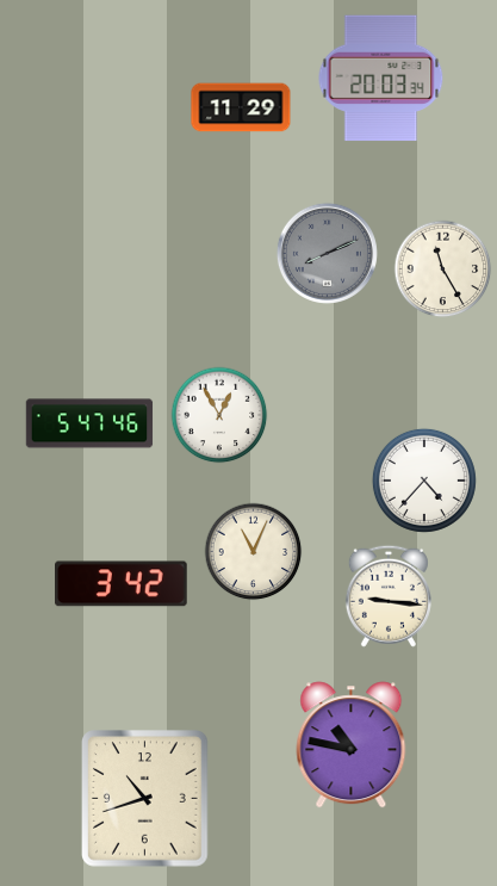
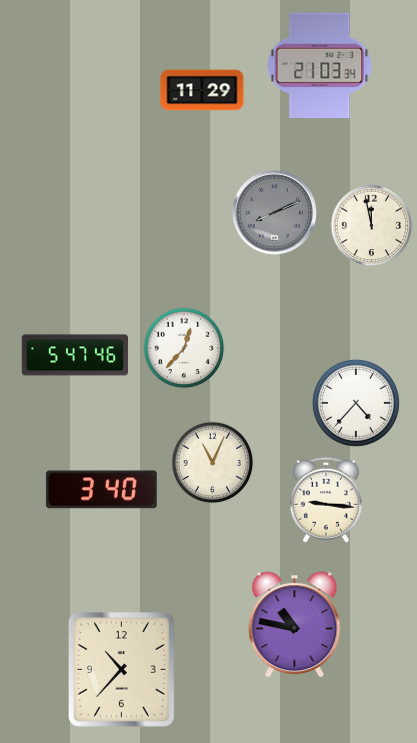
clock at (381, 79): 20:03 -> 21:03
clock at (443, 269): 11:25 -> 11:58
clock at (219, 415): 12:55 -> 12:37
clock at (122, 584): 3:42 -> 3:40
clock at (145, 799): 10:42 -> 10:37
